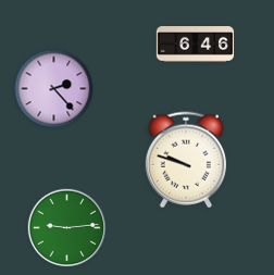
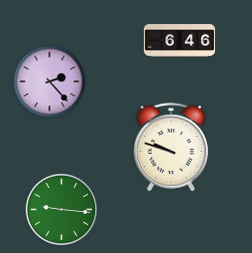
clock at (67, 228): 9:14 -> 9:16
